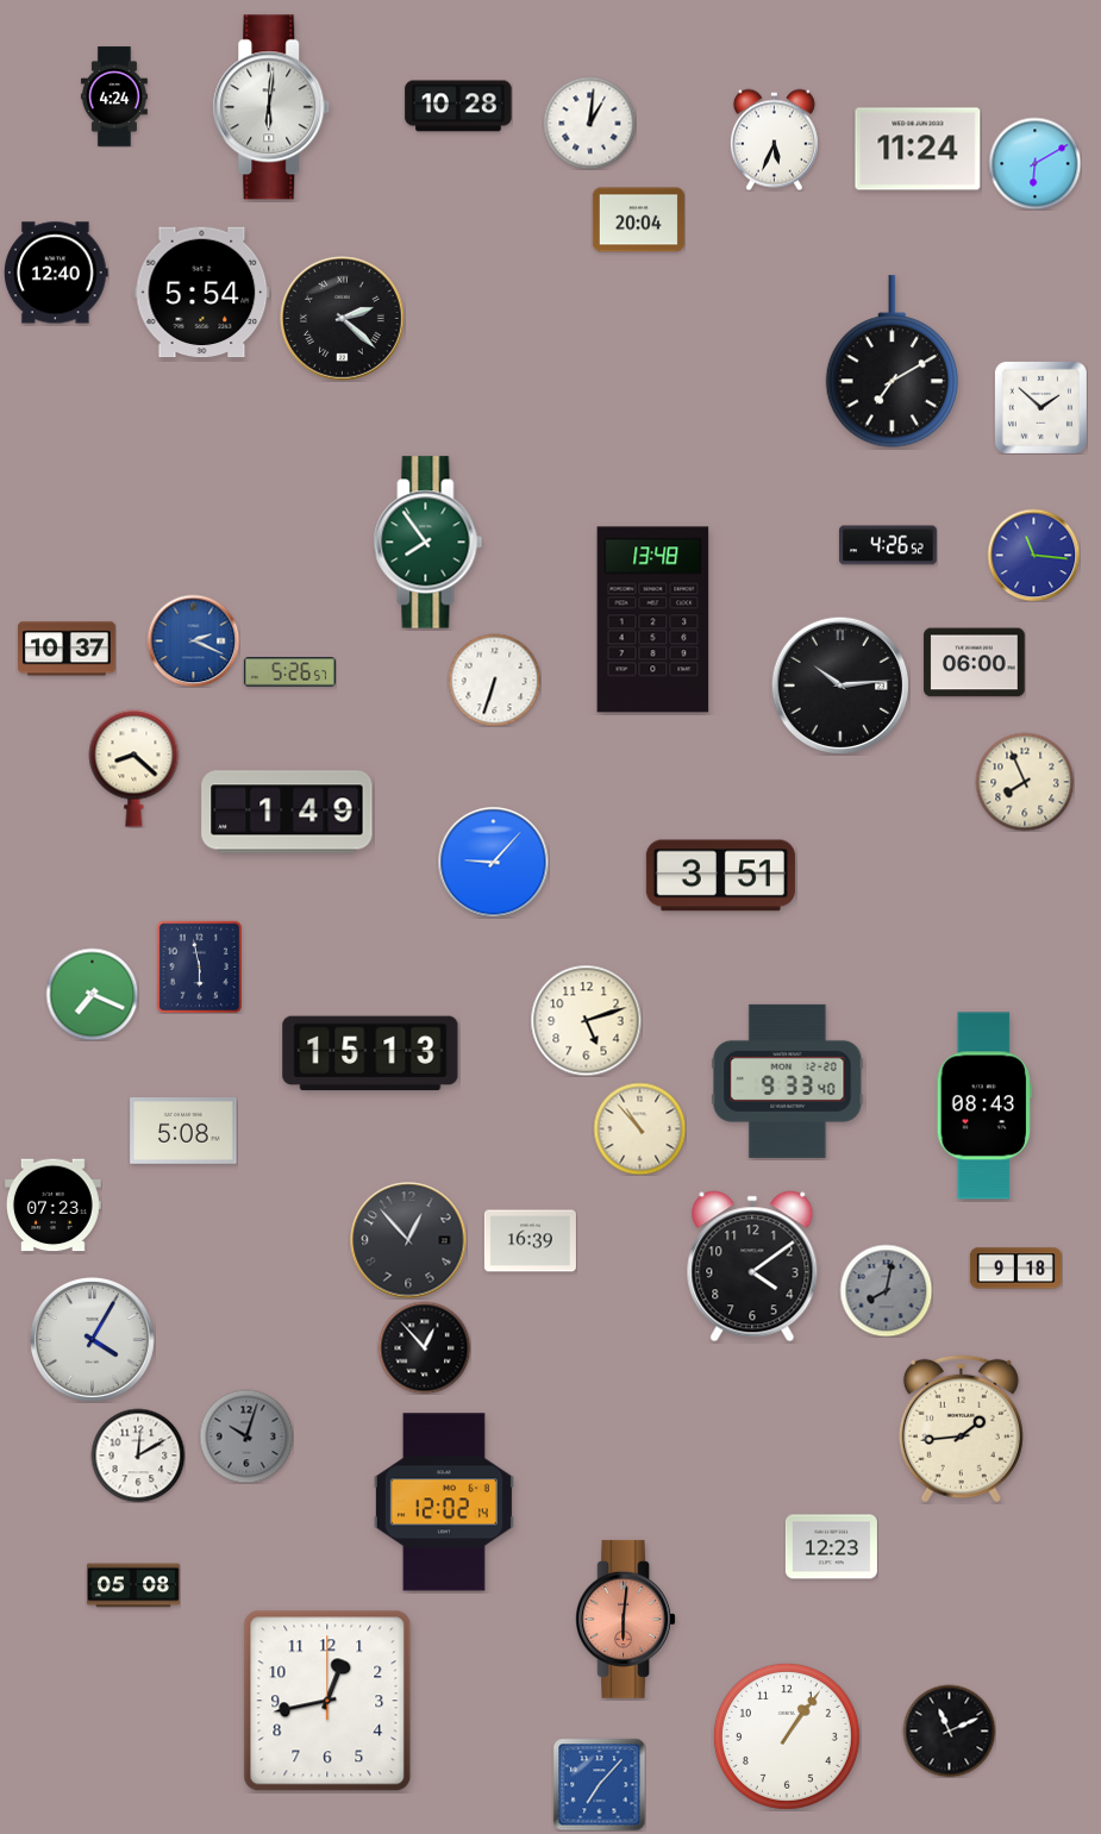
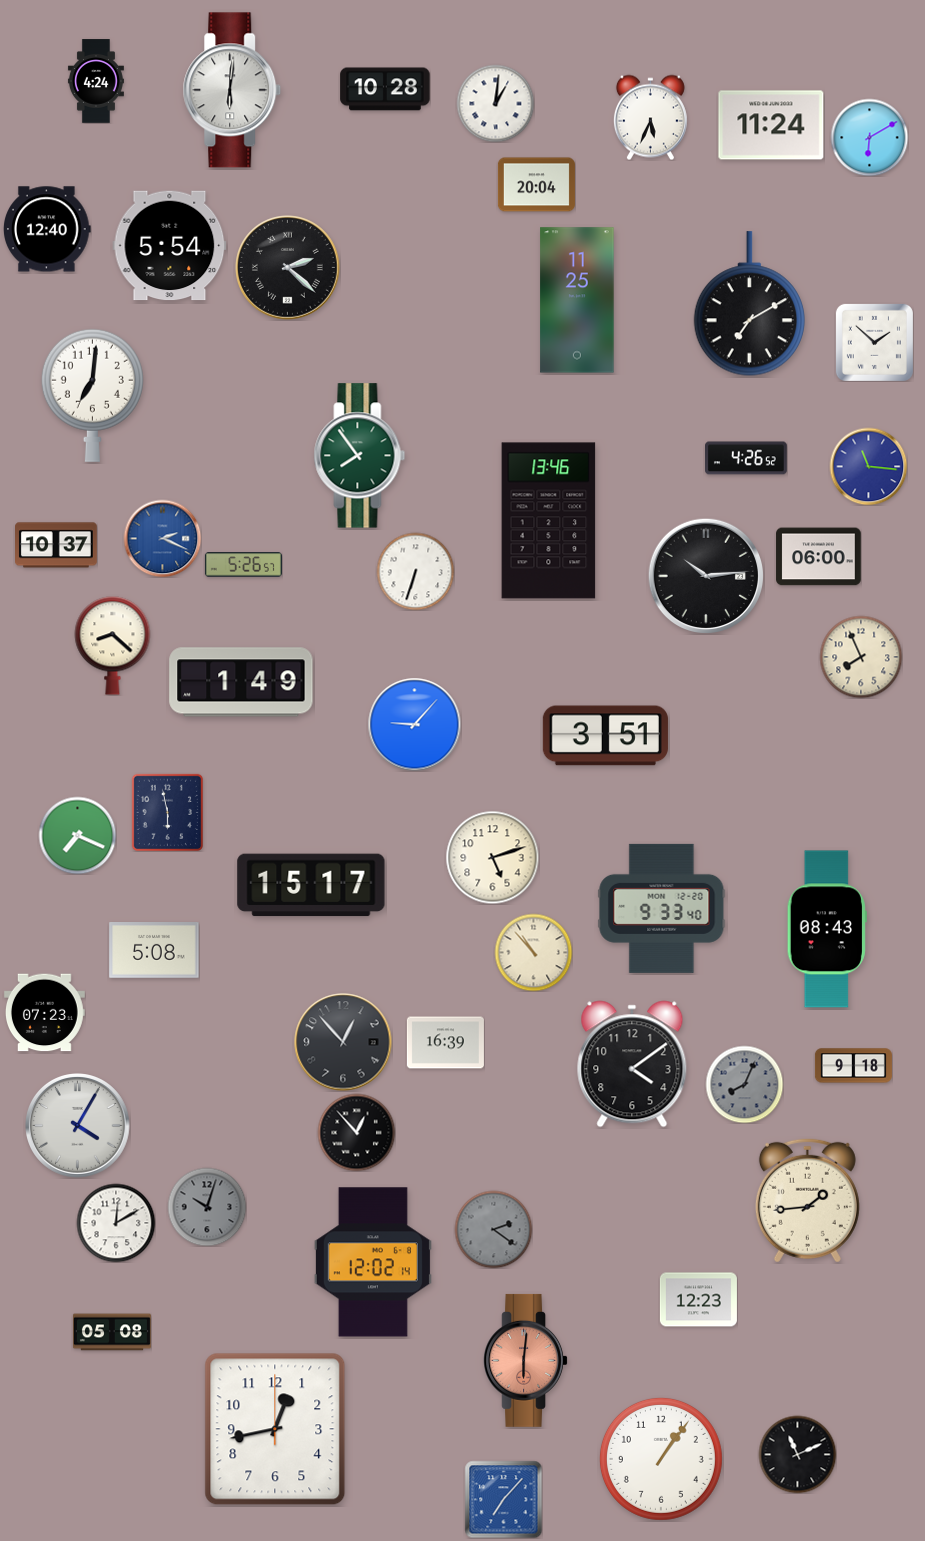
clock at (271, 107) position: (271, 107) -> (232, 90)
clock at (577, 300): none -> 11:25
clock at (92, 395): none -> 7:01
clock at (653, 620): 13:48 -> 13:46
clock at (370, 1053): 15:13 -> 15:17
clock at (639, 1128) position: (639, 1128) -> (533, 952)
clock at (886, 1290): 8:02 -> 8:04
clock at (493, 1229): none -> 2:21
